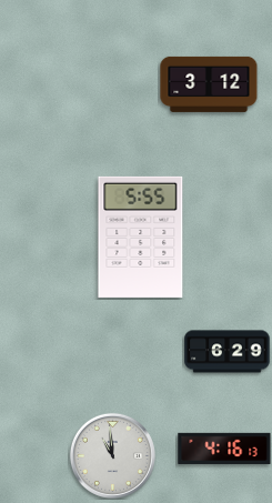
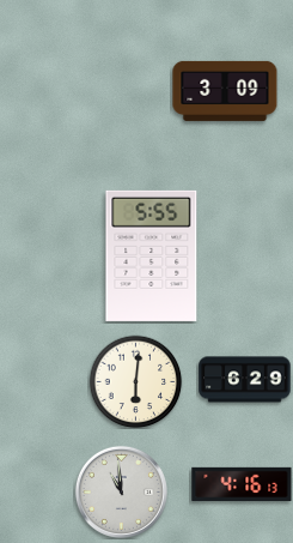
clock at (209, 84): 3:12 -> 3:09
clock at (135, 381): none -> 6:01
